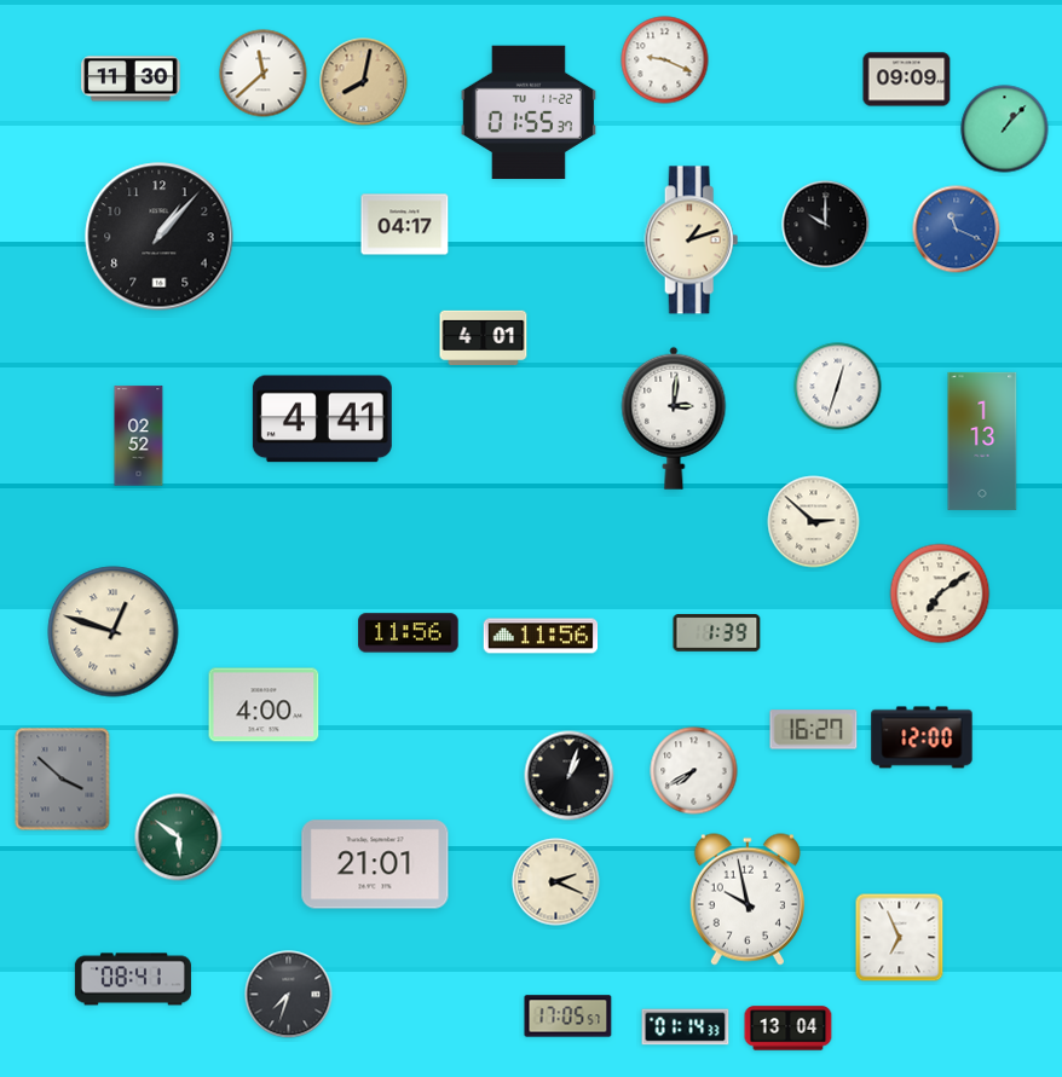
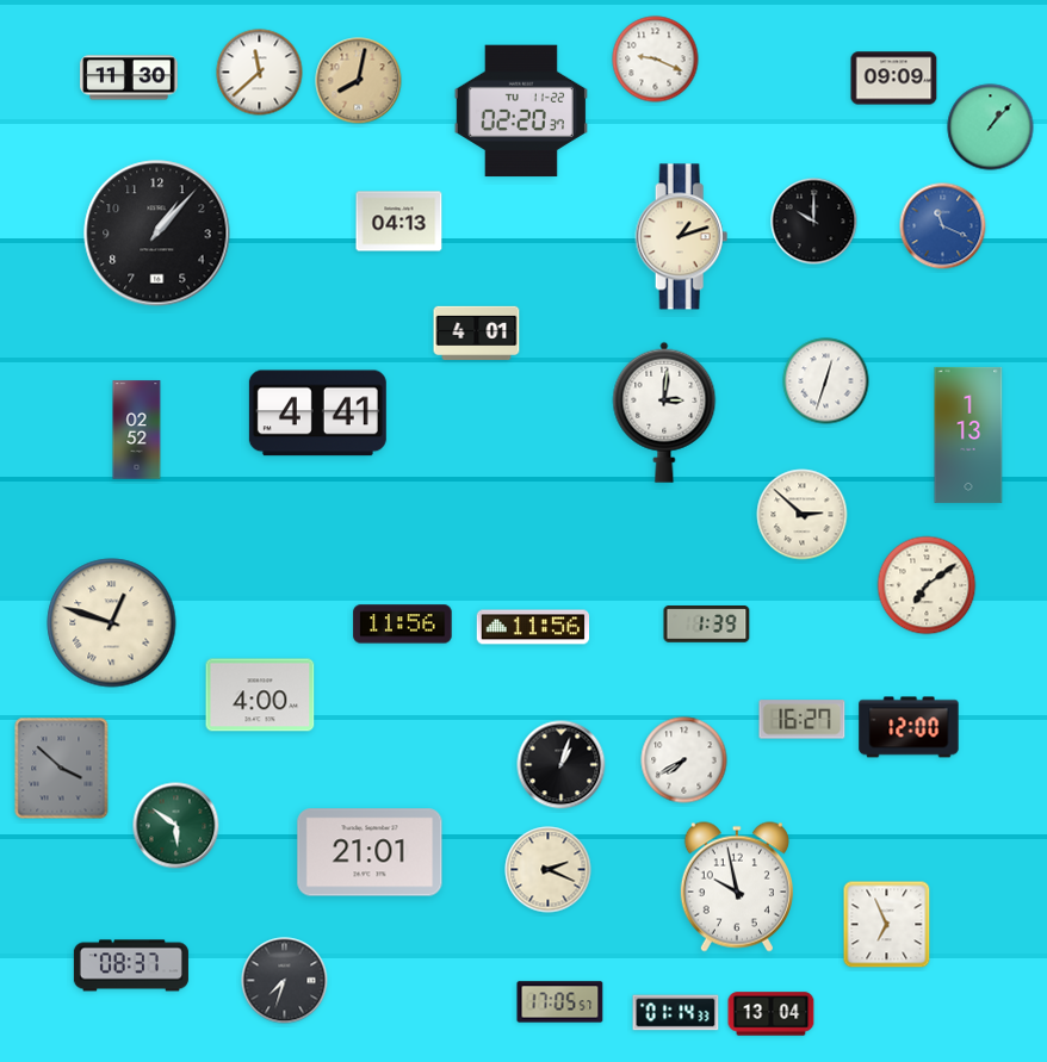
clock at (529, 112): 01:55 -> 02:20
clock at (405, 225): 04:17 -> 04:13
clock at (133, 979): 08:41 -> 08:37
clock at (789, 1029) position: (789, 1029) -> (772, 1014)
